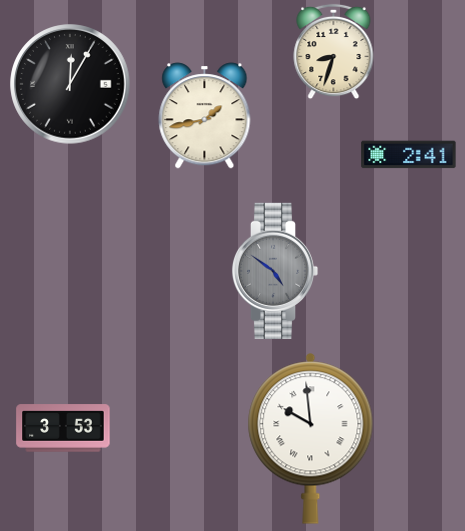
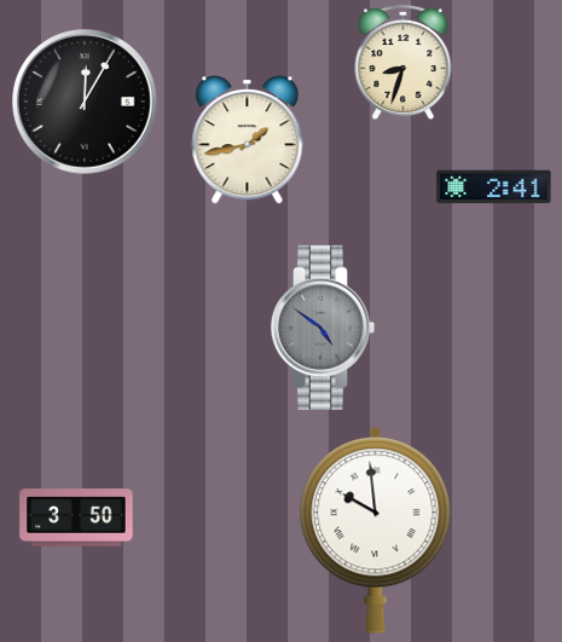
clock at (275, 271) position: (275, 271) -> (323, 328)
clock at (63, 428): 3:53 -> 3:50
